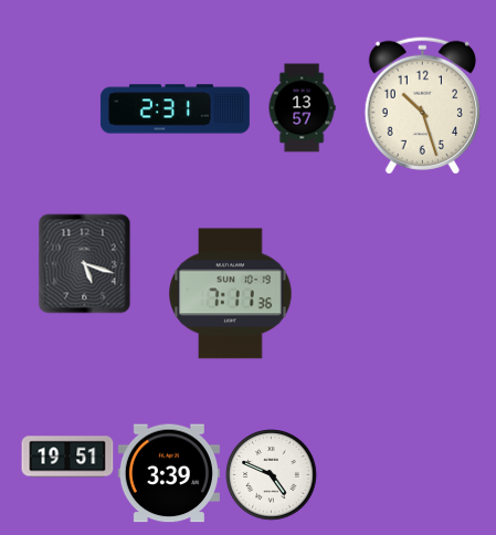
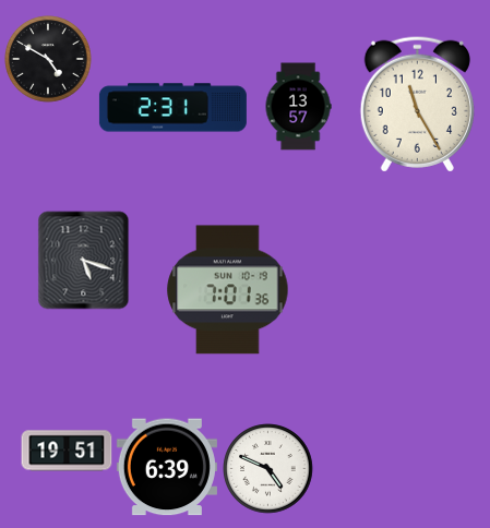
clock at (48, 59): none -> 4:50
clock at (422, 105): 10:27 -> 11:25
clock at (231, 294): 7:11 -> 7:01
clock at (169, 473): 3:39 -> 6:39
